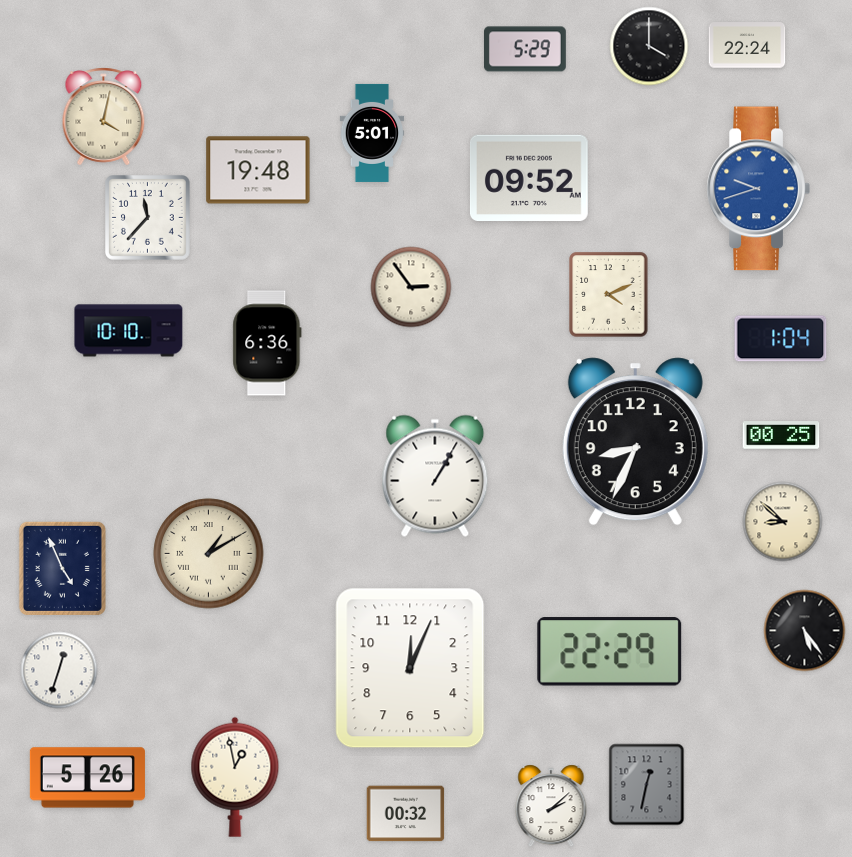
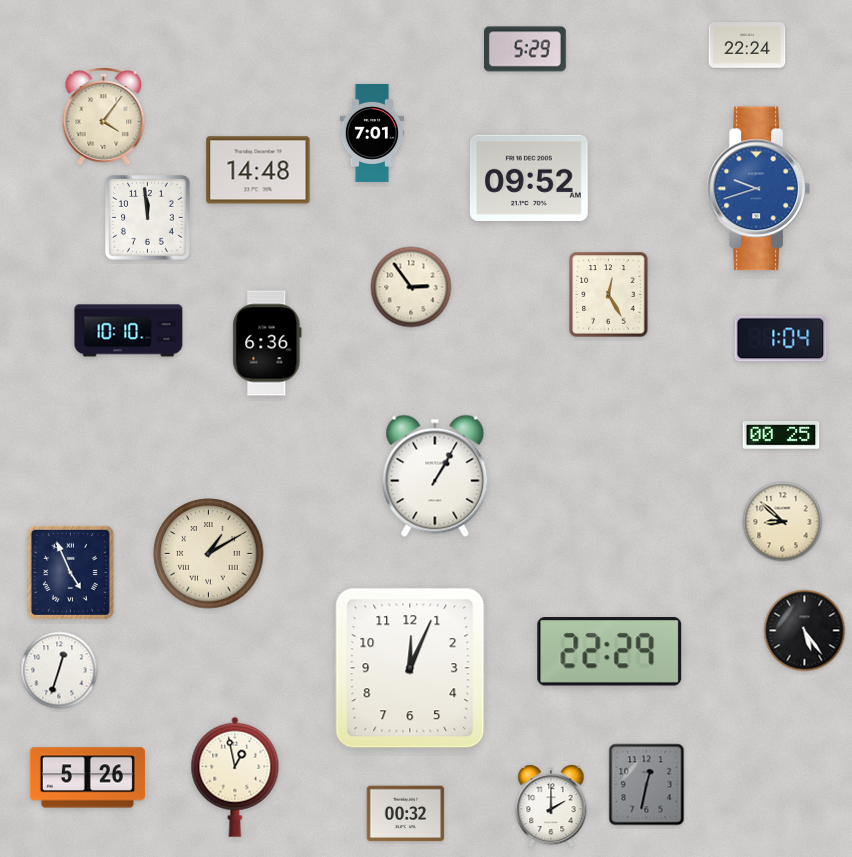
clock at (649, 46): 4:00 -> none
clock at (104, 117): 4:02 -> 4:06
clock at (372, 133): 5:01 -> 7:01
clock at (258, 170): 19:48 -> 14:48
clock at (148, 218): 11:37 -> 11:59
clock at (609, 295): 4:11 -> 12:25
clock at (635, 442): 8:34 -> none
clock at (62, 568) position: (62, 568) -> (70, 572)
clock at (551, 806): 2:08 -> 2:00
